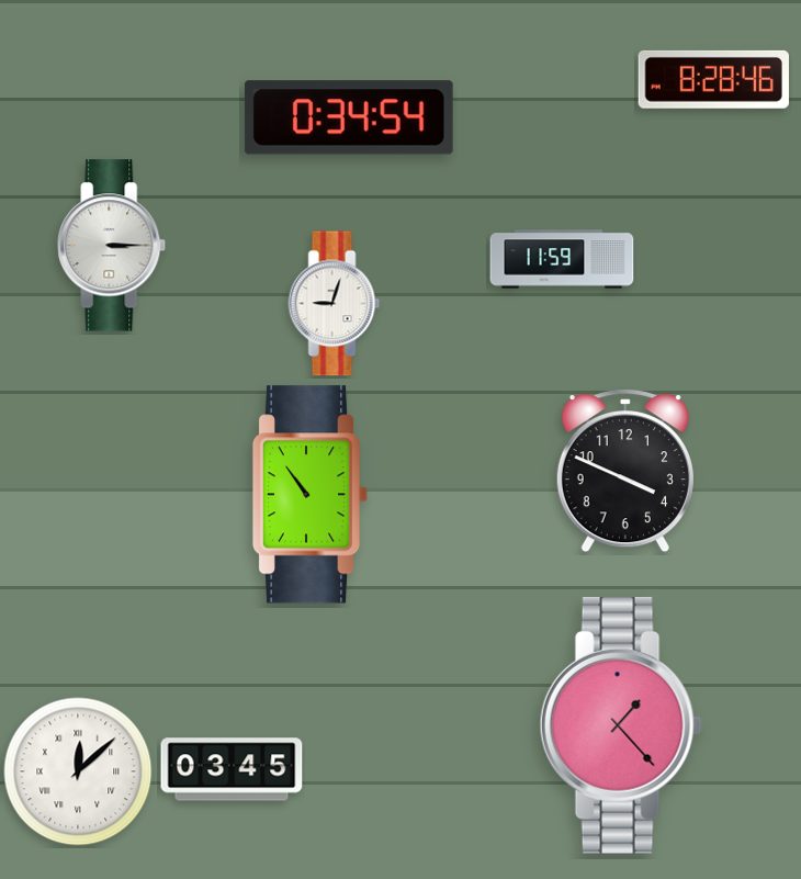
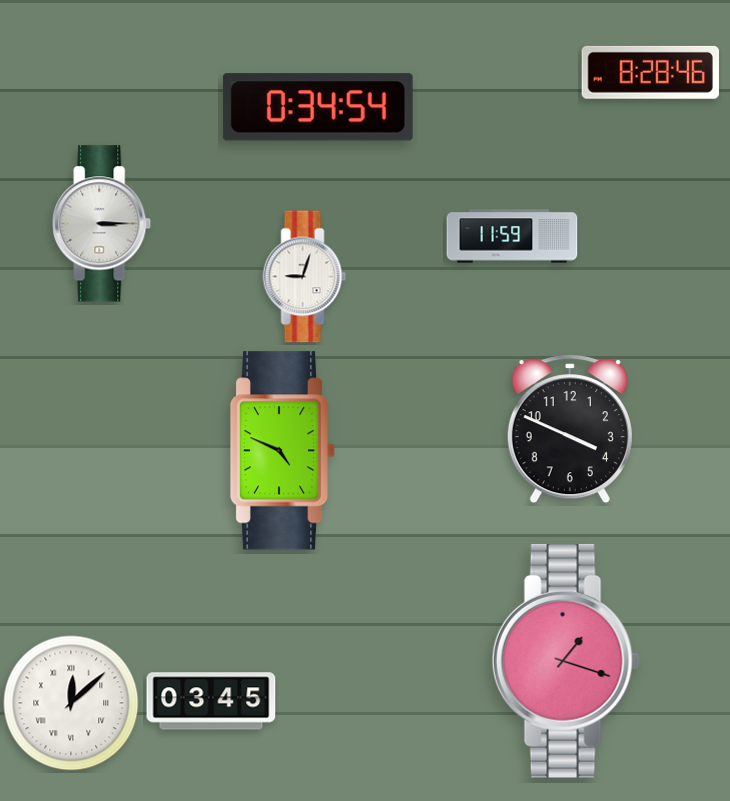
clock at (311, 495): 10:54 -> 4:49
clock at (621, 725): 1:23 -> 1:18
